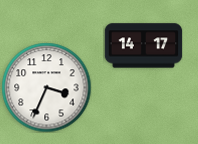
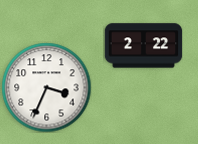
clock at (143, 46): 14:17 -> 2:22
